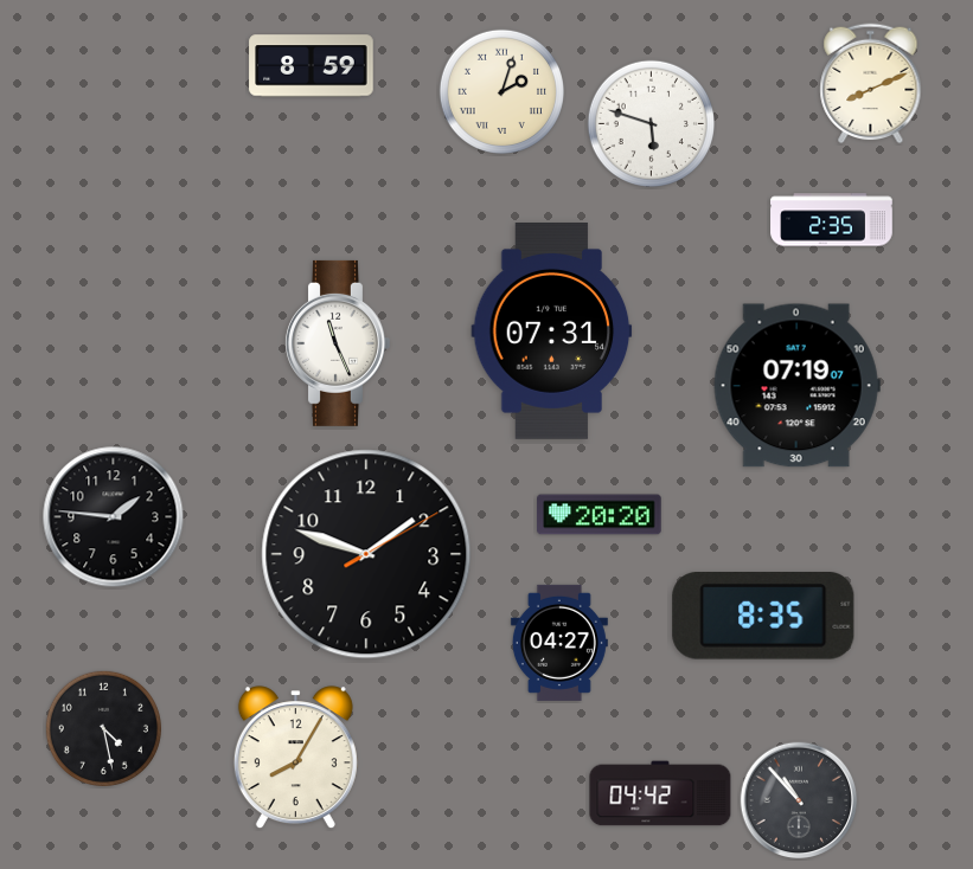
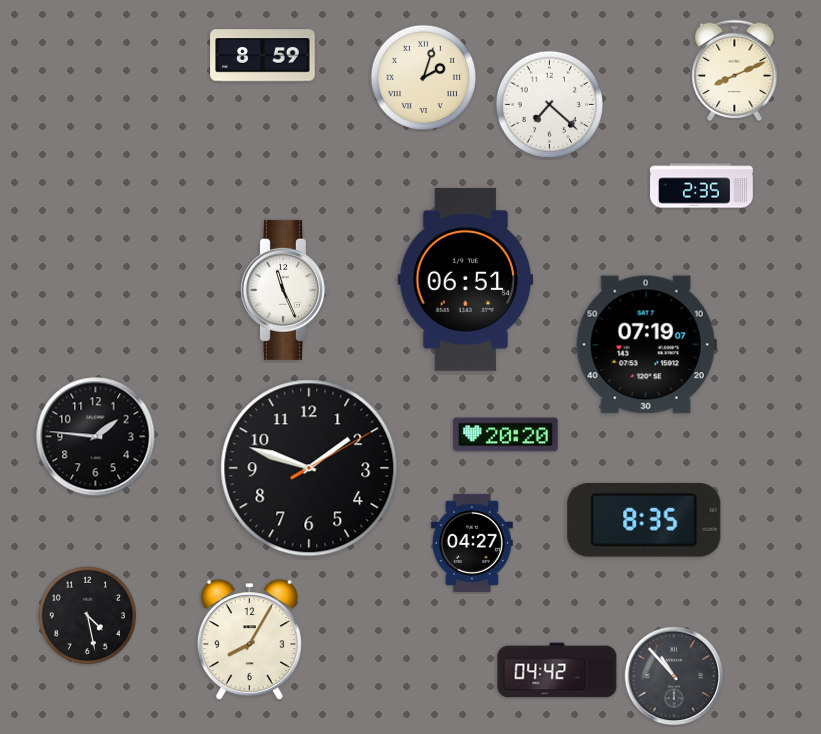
clock at (651, 123): 5:48 -> 7:22
clock at (552, 331): 07:31 -> 06:51
clock at (796, 386) position: (796, 386) -> (646, 345)
